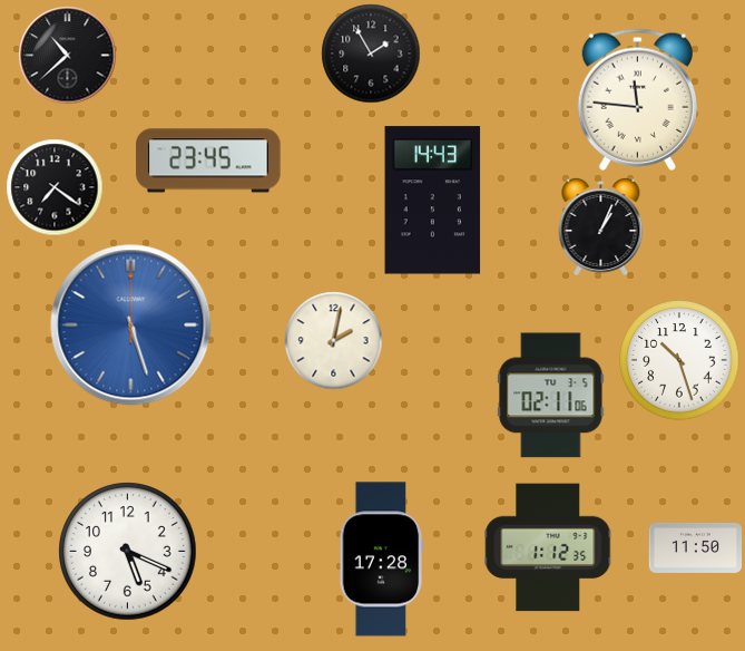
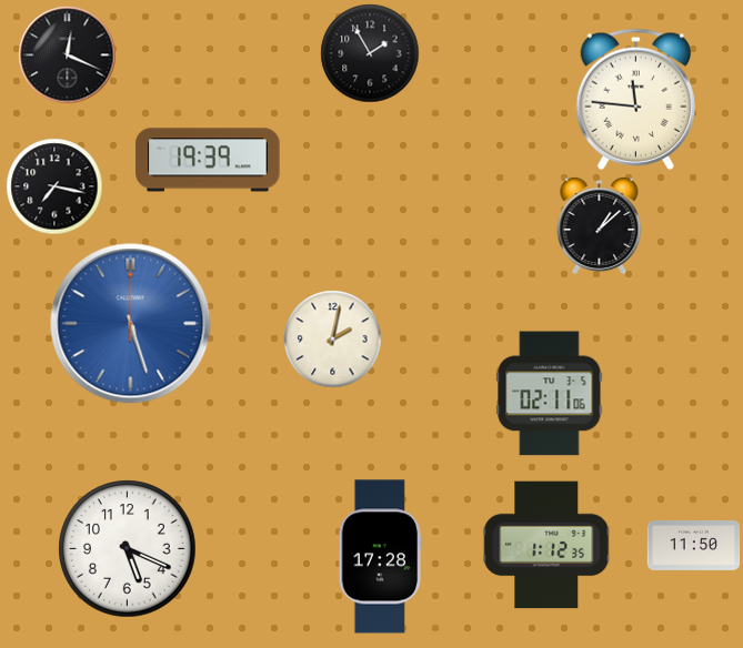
clock at (68, 56): 10:38 -> 12:19
clock at (208, 161): 23:45 -> 19:39
clock at (55, 187): 7:21 -> 7:17
clock at (433, 201): 14:43 -> none
clock at (601, 226): 1:04 -> 1:08
clock at (679, 360): 10:27 -> none
